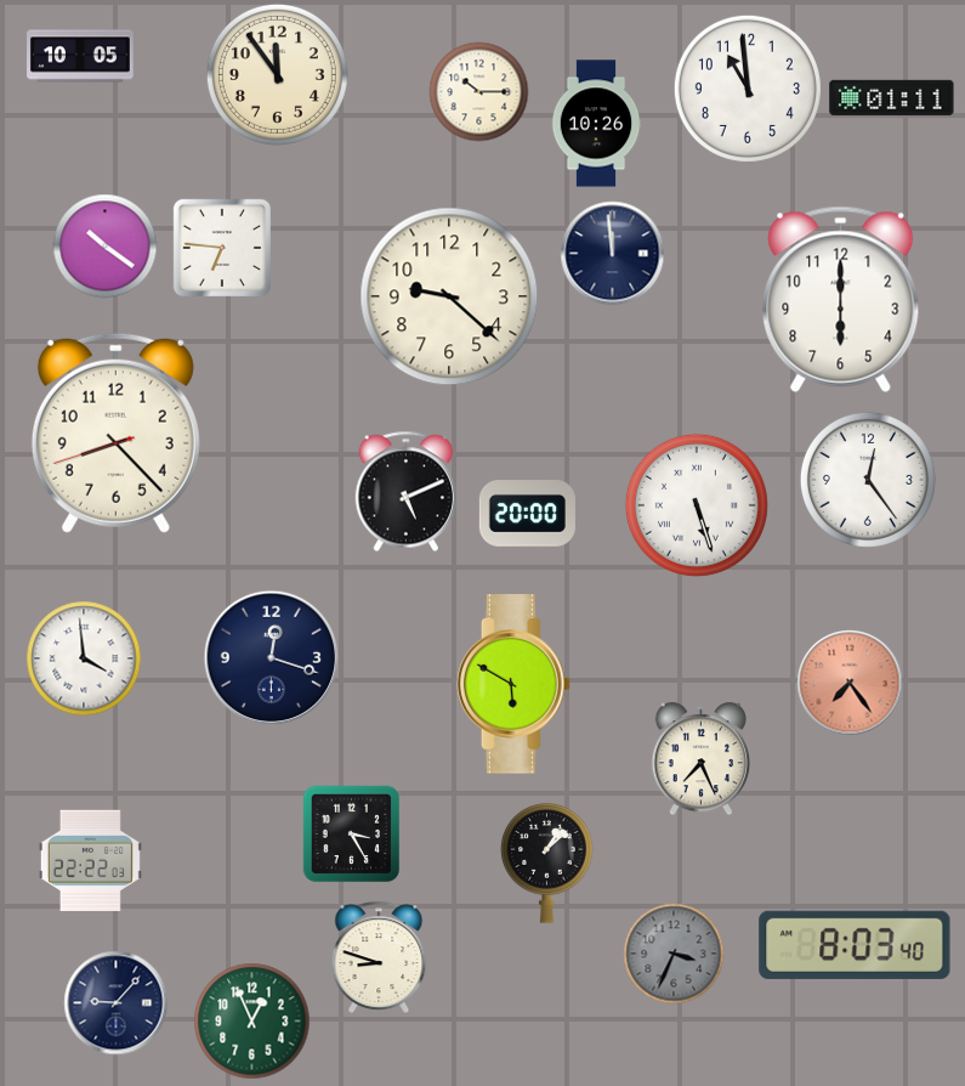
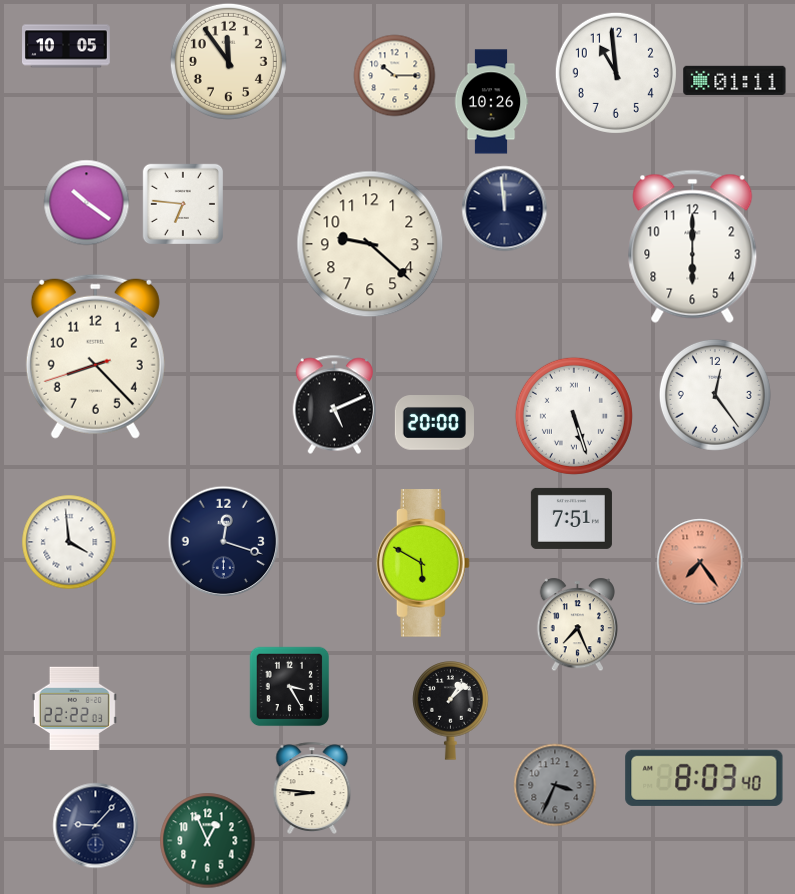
clock at (571, 518): none -> 7:51
clock at (379, 956): 8:48 -> 8:46
